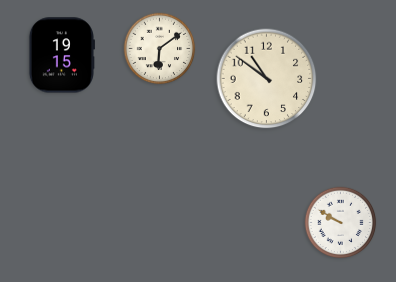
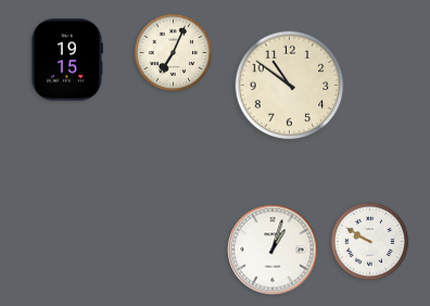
clock at (160, 49): 6:09 -> 7:04
clock at (273, 250): none -> 1:03
